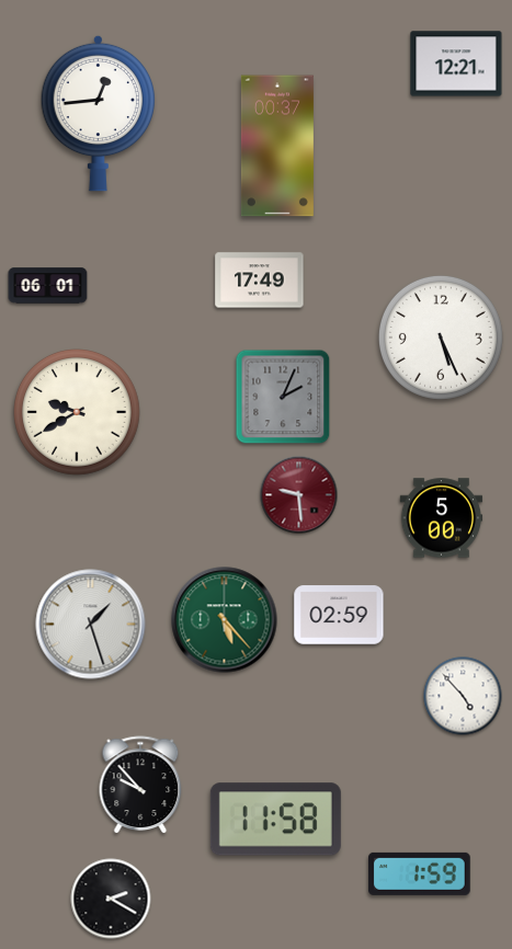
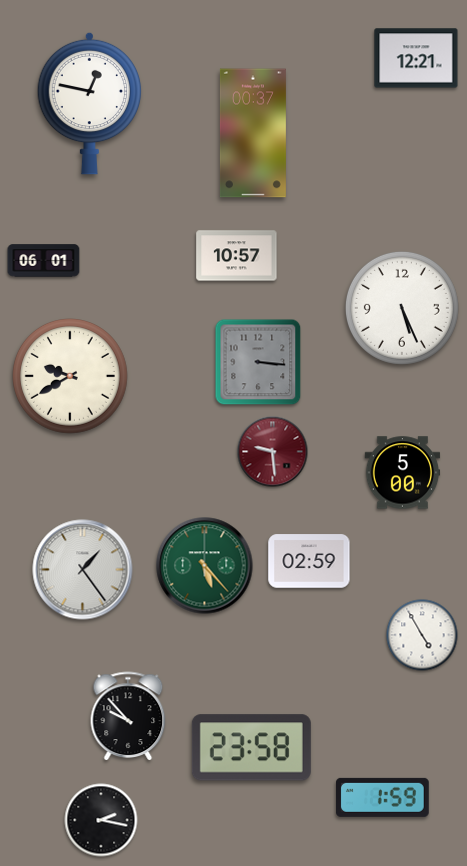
clock at (99, 113): 12:44 -> 12:47
clock at (260, 281): 17:49 -> 10:57
clock at (283, 397): 2:04 -> 3:16
clock at (91, 625): 1:27 -> 1:24
clock at (463, 696): 4:53 -> 4:55
clock at (275, 820): 11:58 -> 23:58
clock at (111, 899): 2:20 -> 2:17
